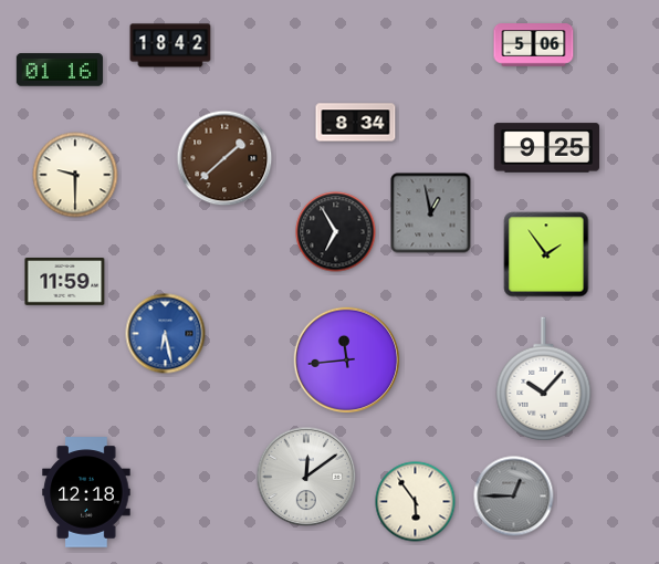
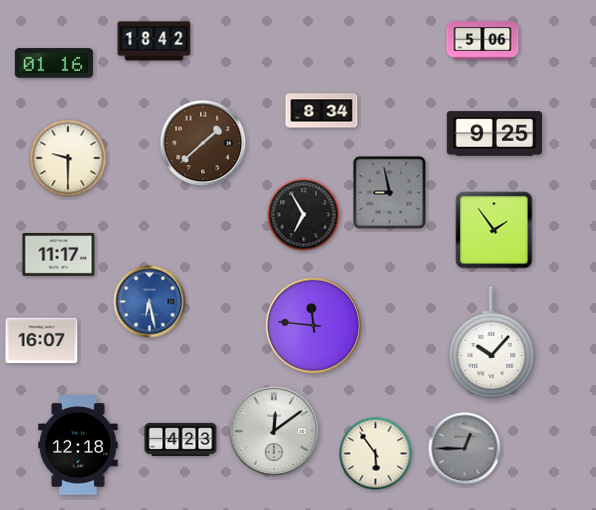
clock at (431, 213): 12:58 -> 8:58
clock at (336, 232) position: (336, 232) -> (304, 215)
clock at (65, 282): 11:59 -> 11:17
clock at (347, 361): 11:44 -> 11:46
clock at (42, 341): none -> 16:07
clock at (306, 477) position: (306, 477) -> (274, 431)
clock at (181, 439): none -> 4:23
